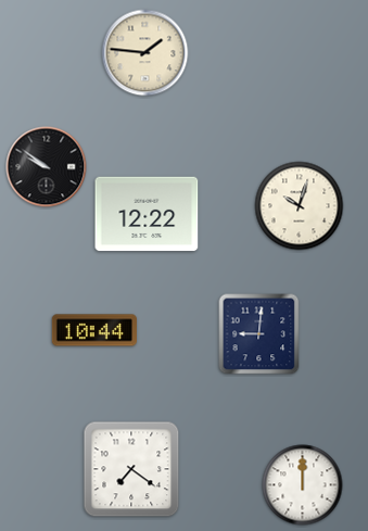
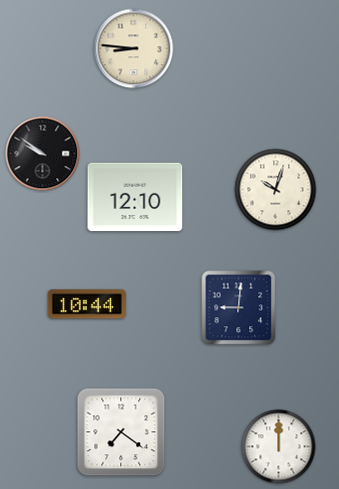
clock at (145, 53): 1:46 -> 8:46
clock at (147, 214): 12:22 -> 12:10
